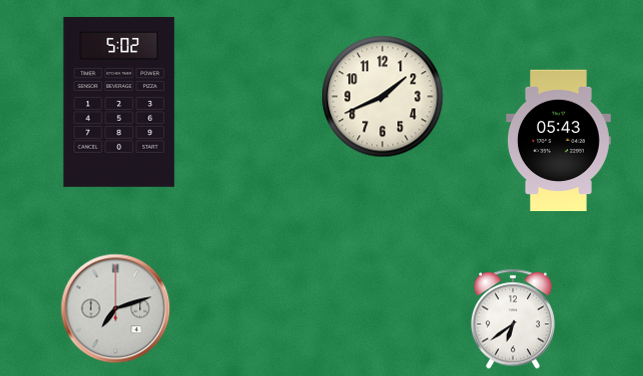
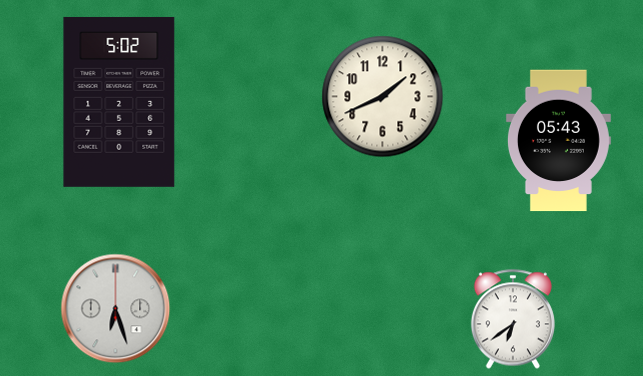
clock at (116, 309): 7:12 -> 6:27
